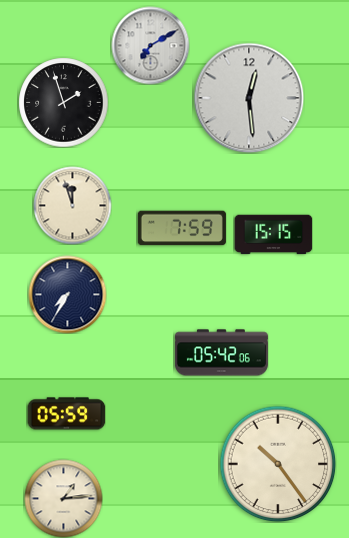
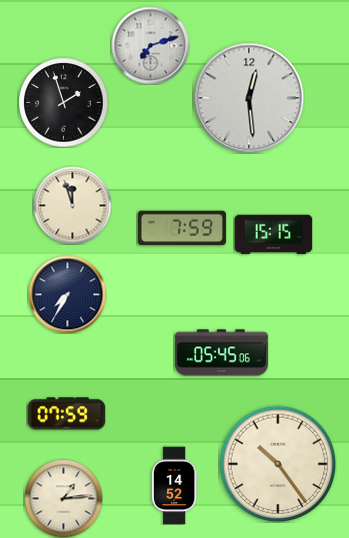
clock at (150, 45): 7:10 -> 7:12
clock at (221, 353): 05:42 -> 05:45
clock at (66, 414): 05:59 -> 07:59
clock at (174, 485): none -> 14:52
